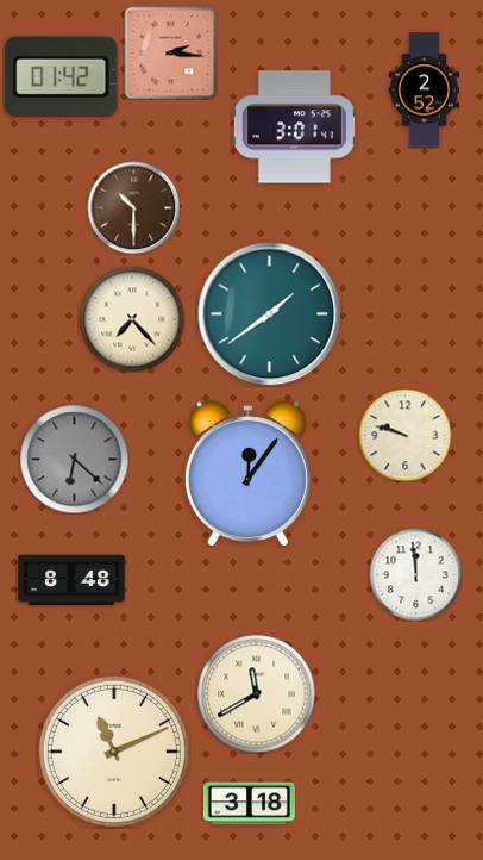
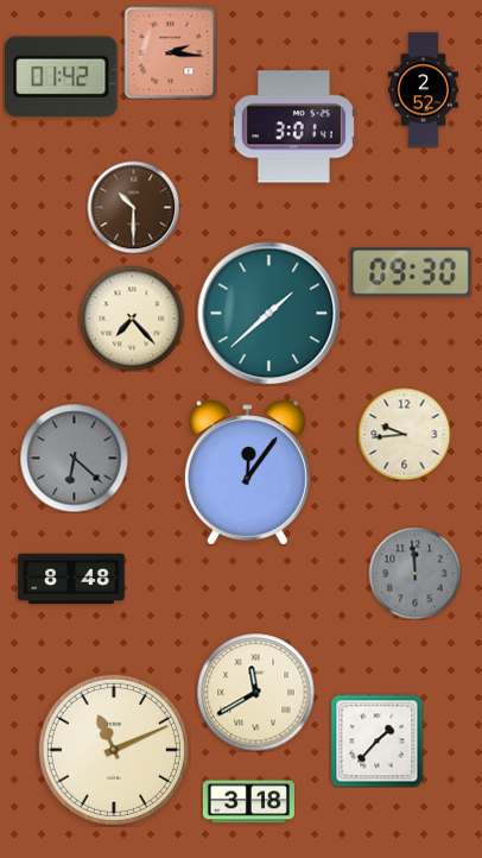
clock at (411, 272): none -> 09:30
clock at (270, 314): 1:39 -> 1:38
clock at (404, 435): 9:48 -> 9:44
clock at (415, 574) dial: white -> grey
clock at (376, 740): none -> 1:37
